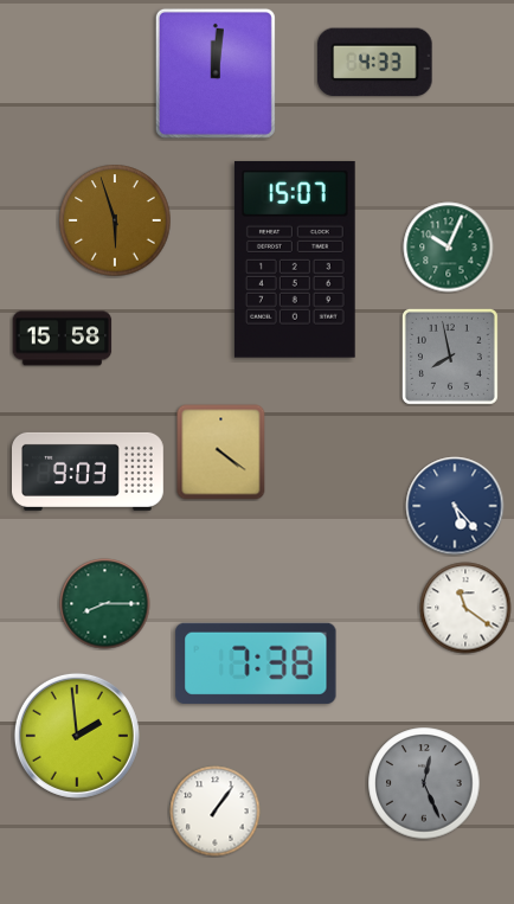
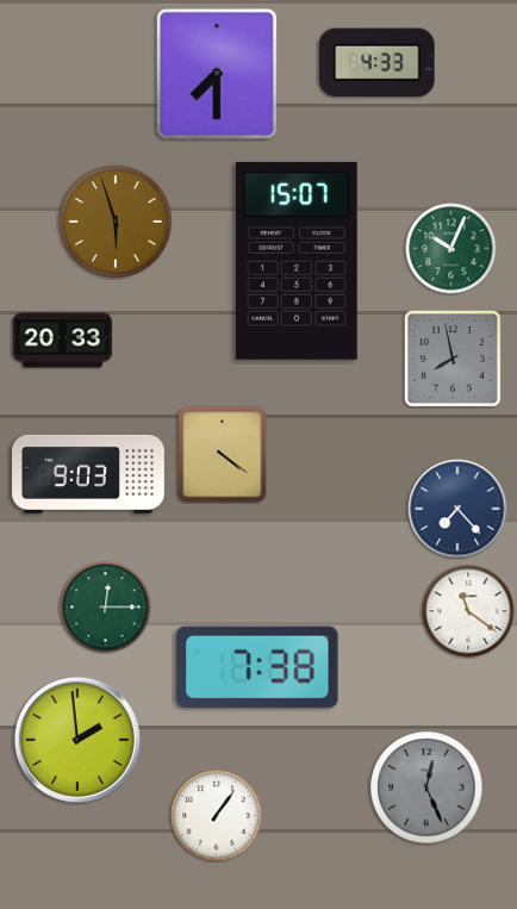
clock at (216, 73): 12:01 -> 7:30
clock at (63, 339): 15:58 -> 20:33
clock at (455, 506): 5:23 -> 7:23
clock at (105, 604): 8:15 -> 12:15
